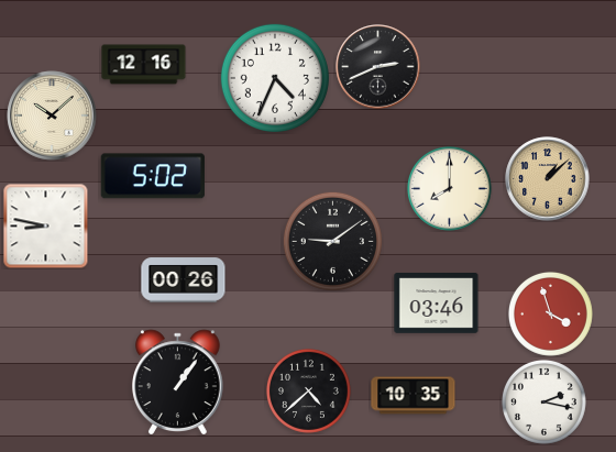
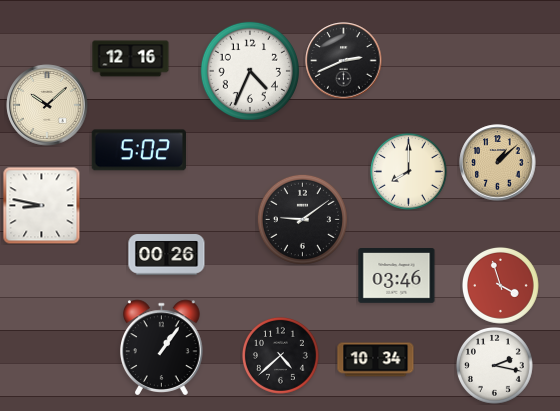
clock at (153, 176) position: (153, 176) -> (139, 150)
clock at (414, 396): 10:35 -> 10:34
